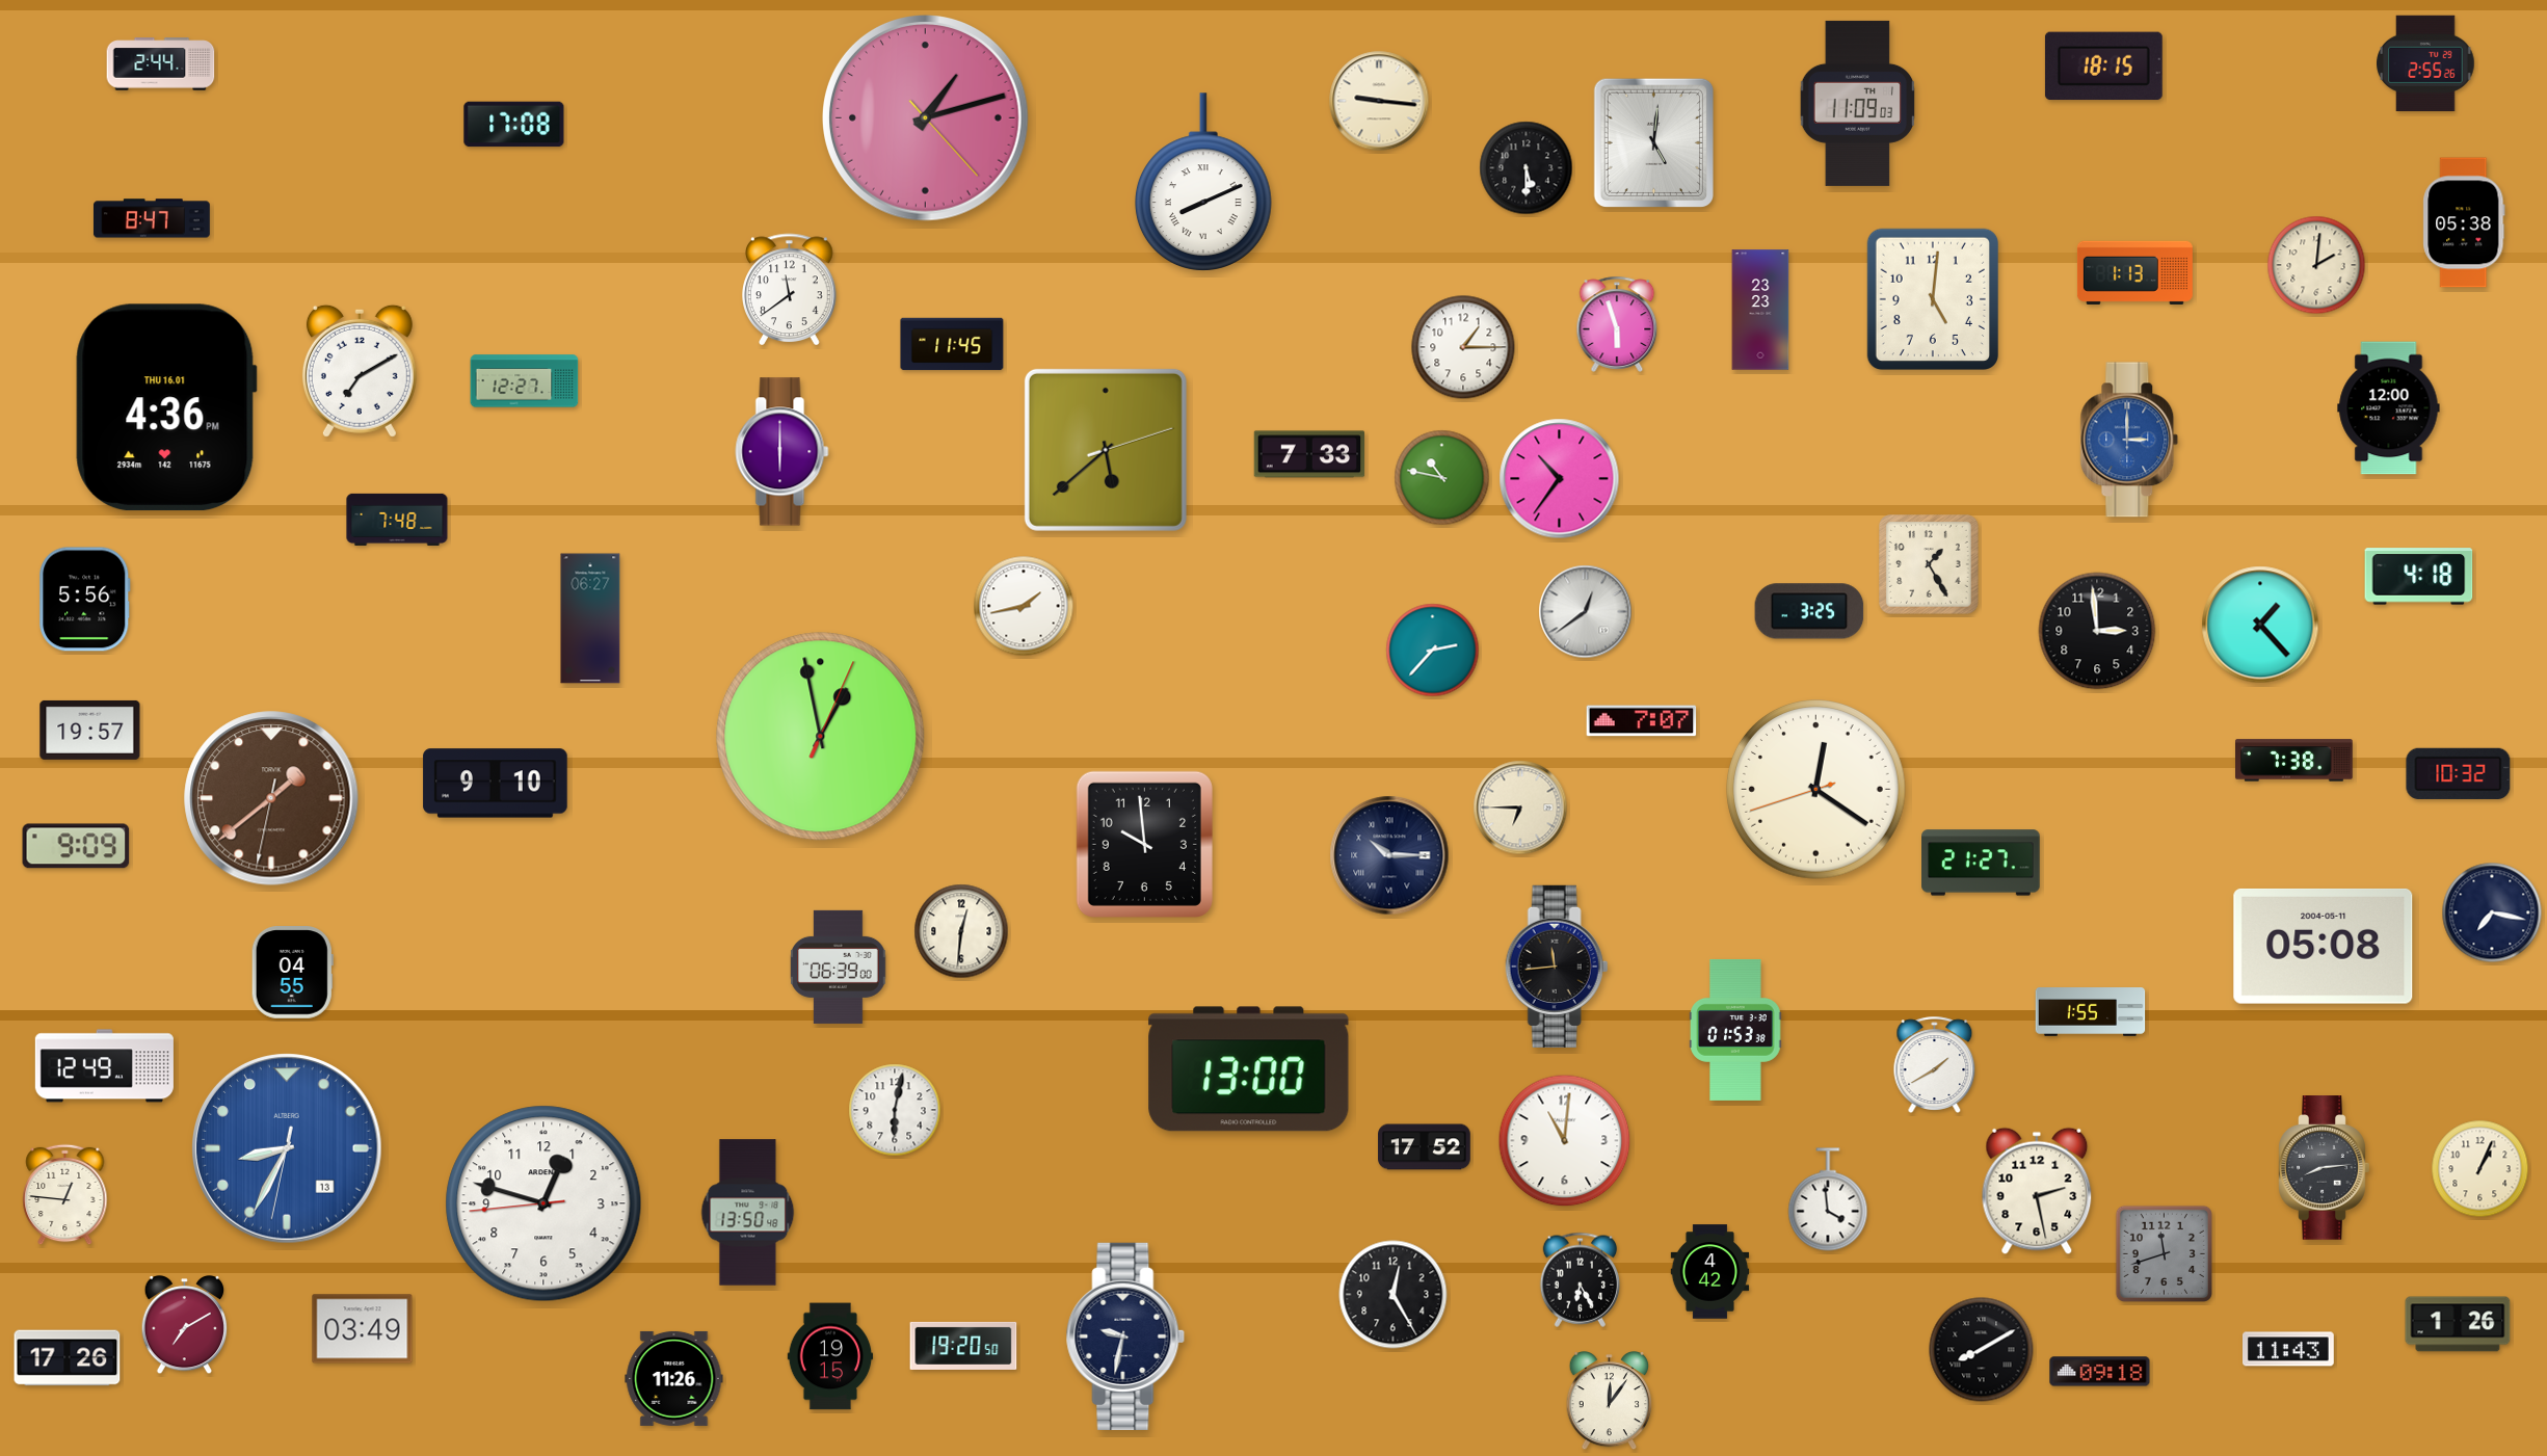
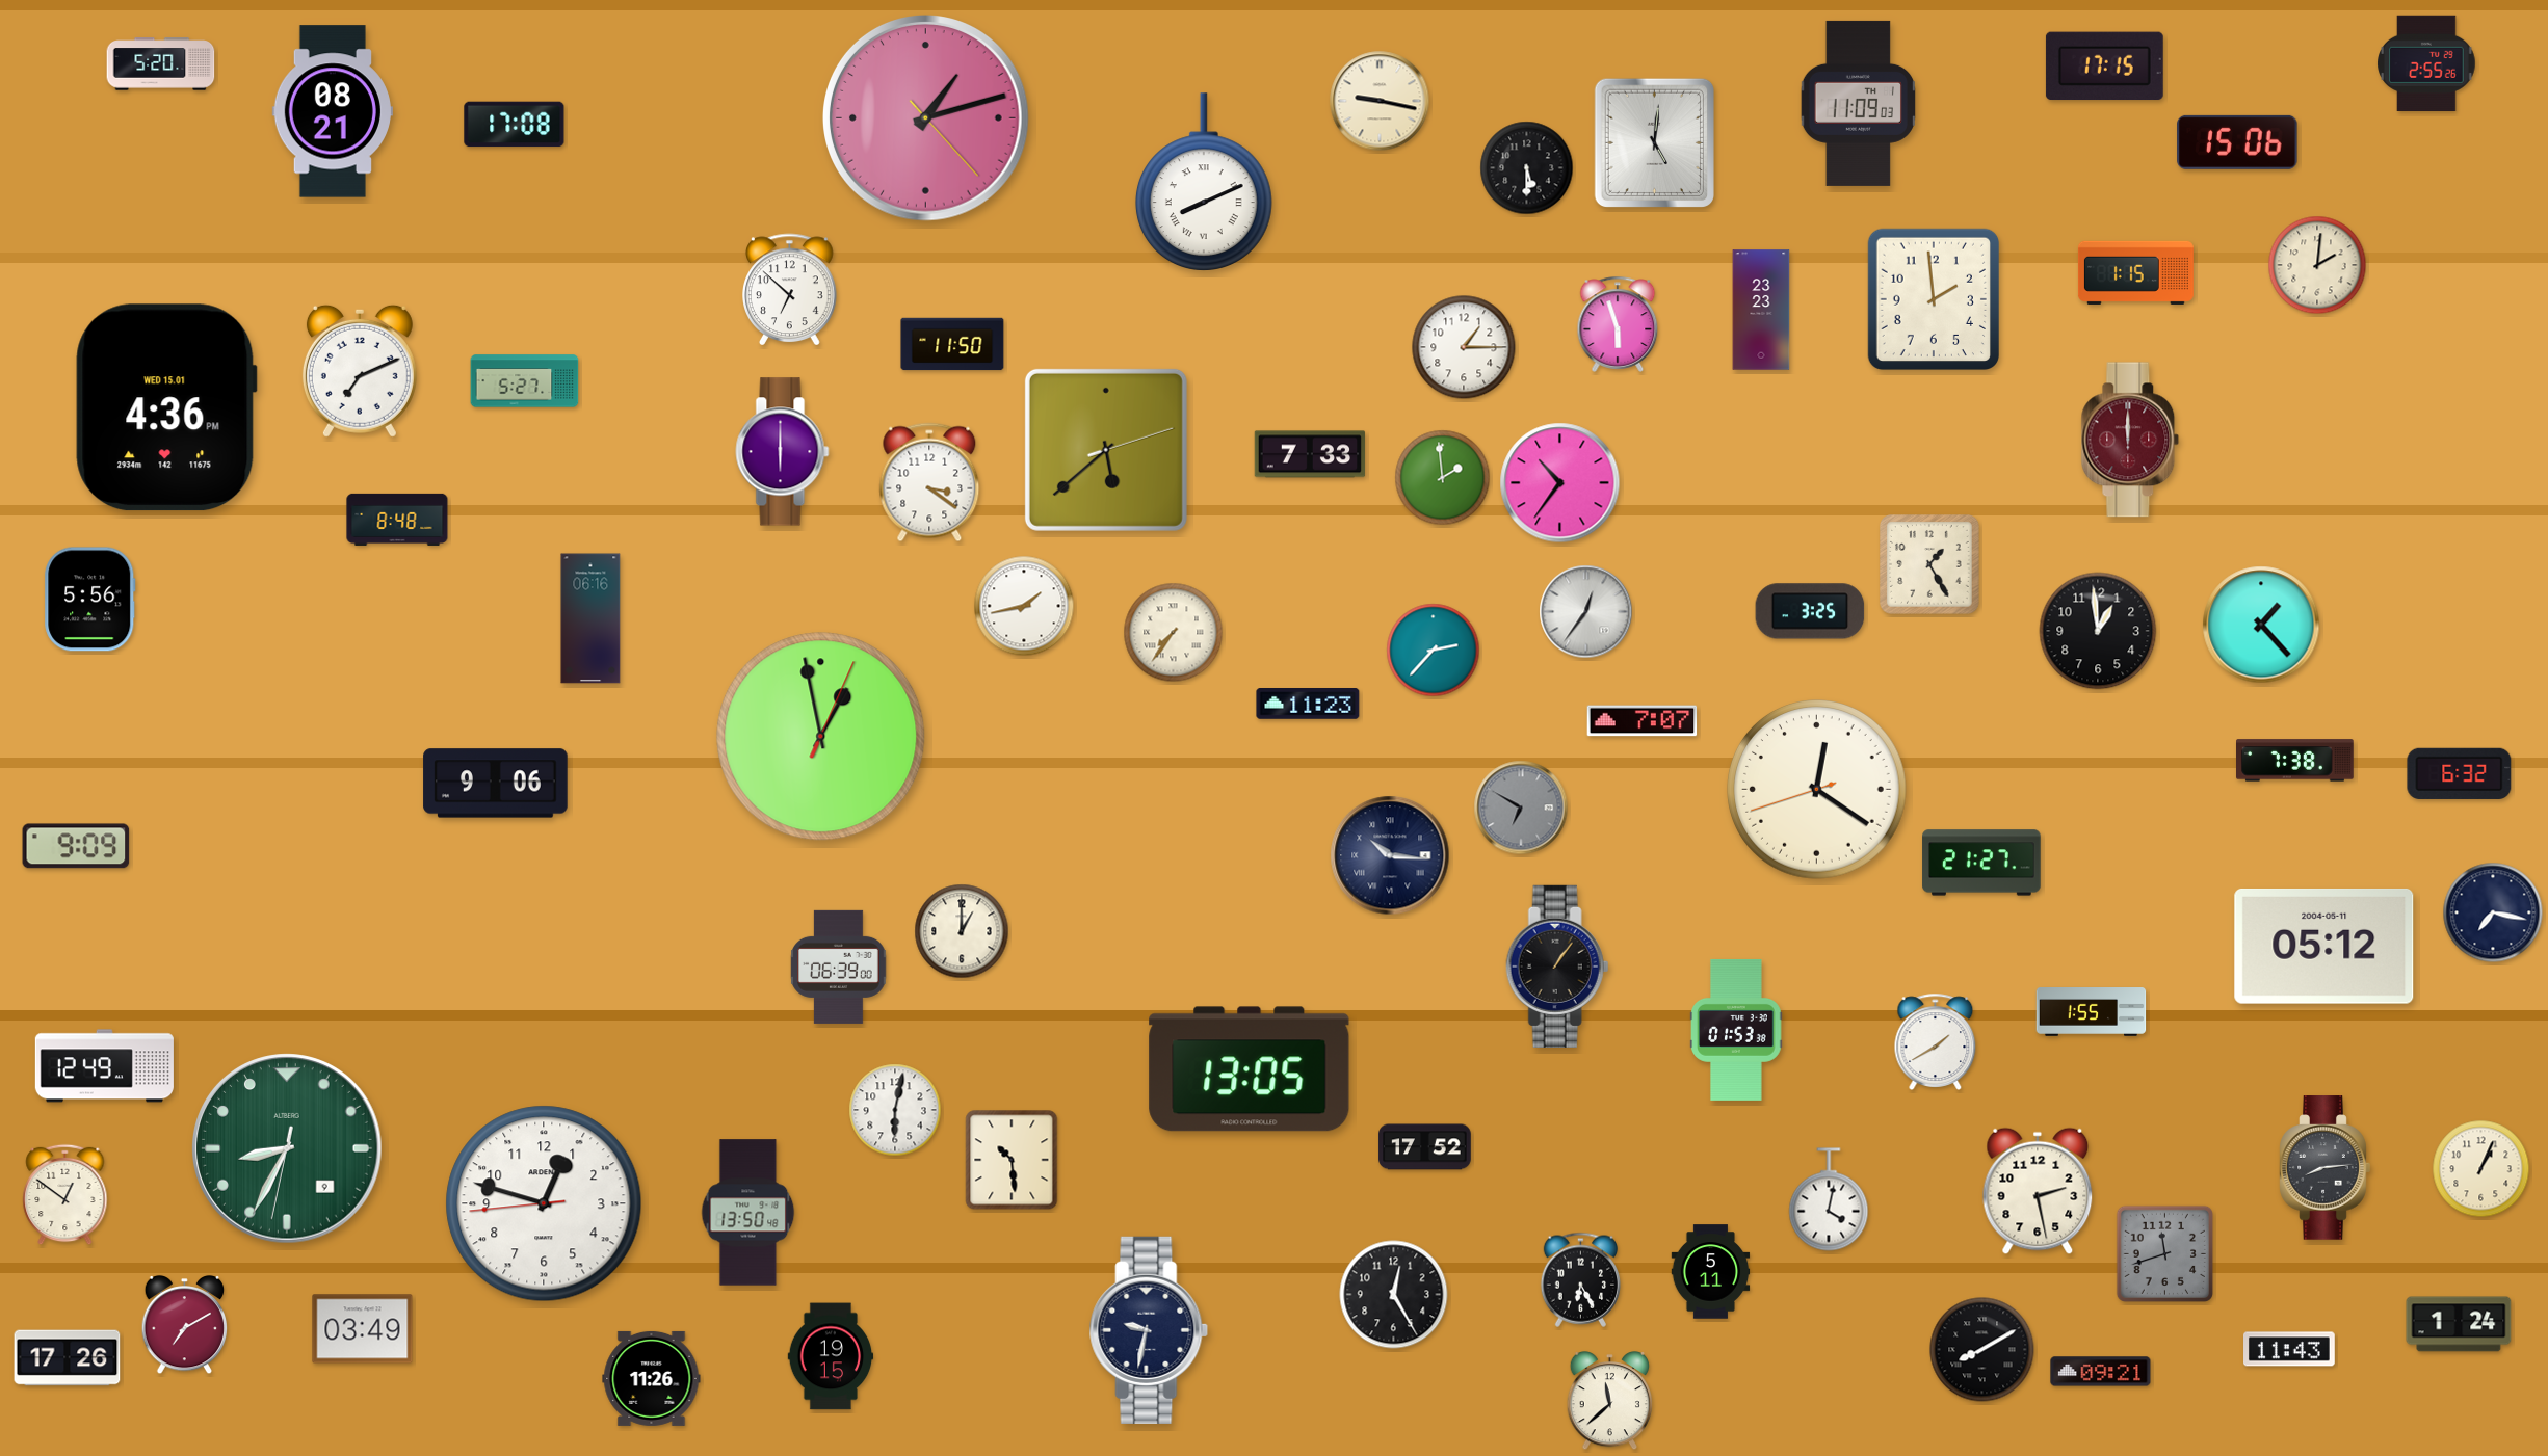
clock at (161, 64): 2:44 -> 5:20
clock at (2103, 67): 18:15 -> 17:15
clock at (1379, 101): 9:16 -> 9:17
clock at (333, 111): none -> 08:21
clock at (2237, 142): none -> 15:06
clock at (152, 218): 8:47 -> none
clock at (2464, 222): 05:38 -> none
clock at (2134, 272): 1:13 -> 1:15
clock at (790, 289): 11:39 -> 6:52
clock at (1932, 298): 5:01 -> 1:59
clock at (952, 344): 11:45 -> 11:50
clock at (360, 371): 7:10 -> 7:11
clock at (525, 381): 12:27 -> 5:27
clock at (166, 407) date: THU 16.01 -> WED 15.01
clock at (2389, 408): 12:00 -> none
clock at (2129, 440): 3:00 -> 12:00
clock at (2129, 440) dial: blue -> burgundy
clock at (1442, 478): 10:47 -> 1:59
clock at (1560, 479) position: (1560, 479) -> (1560, 483)
clock at (929, 482): none -> 3:21
clock at (397, 520): 7:48 -> 8:48
clock at (2419, 577): 4:18 -> none
clock at (85, 600) position: (85, 600) -> (90, 600)
clock at (1586, 612): 12:39 -> 12:36
clock at (590, 618): 06:27 -> 06:16
clock at (2097, 631): 2:59 -> 12:59
clock at (1174, 633): none -> 7:36
clock at (1308, 705): none -> 11:23
clock at (90, 730): 19:57 -> none
clock at (2459, 773): 10:32 -> 6:32
clock at (496, 784): 9:10 -> 9:06
clock at (271, 798): 1:38 -> none
clock at (1520, 808): 6:45 -> 6:50
clock at (1520, 808) dial: cream -> grey
clock at (1144, 844): 9:59 -> none
clock at (1389, 855): 10:15 -> 10:16
clock at (961, 931): 12:31 -> 1:00
clock at (2324, 946): 05:08 -> 05:12
clock at (1557, 967): 11:44 -> 1:06
clock at (292, 973): 04:55 -> none
clock at (1935, 1064) position: (1935, 1064) -> (1936, 1041)
clock at (1249, 1069): 13:00 -> 13:05
clock at (1565, 1141): 11:01 -> none
clock at (287, 1148) date: 13 -> 9
clock at (287, 1148) dial: blue -> green
clock at (1012, 1160): none -> 10:29
clock at (65, 1195): 12:46 -> 12:51
clock at (1828, 1199): 3:59 -> 4:02
clock at (1710, 1272): 4:42 -> 5:11
clock at (2458, 1324): 1:26 -> 1:24
clock at (1125, 1336) position: (1125, 1336) -> (1149, 1330)
clock at (963, 1346): 19:20 -> none
clock at (2100, 1372): 09:18 -> 09:21
clock at (674, 1378) position: (674, 1378) -> (652, 1378)
clock at (1610, 1401): 12:06 -> 11:38
